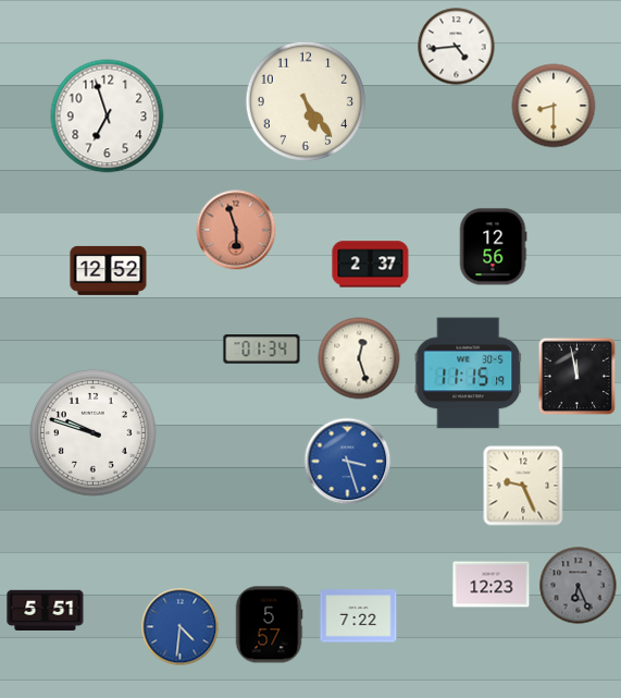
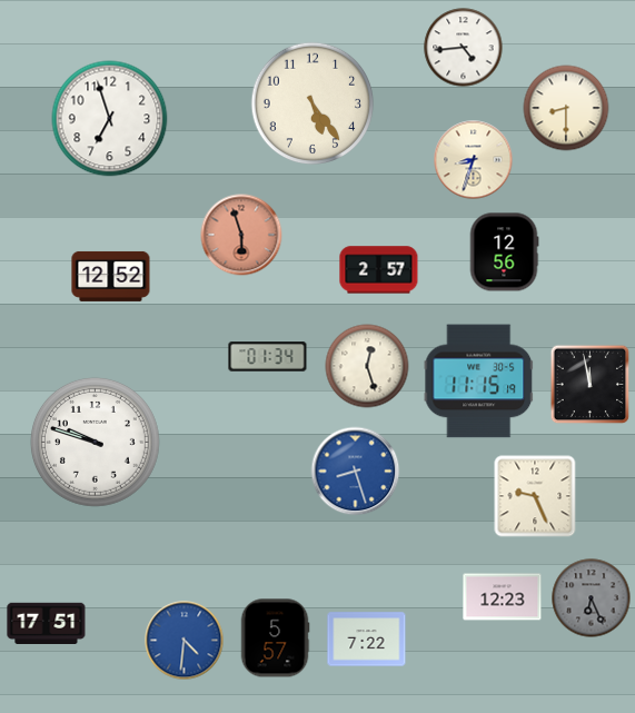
clock at (457, 47) position: (457, 47) -> (464, 48)
clock at (474, 160): none -> 8:33
clock at (371, 265): 2:37 -> 2:57
clock at (348, 462): 3:27 -> 8:27
clock at (46, 610): 5:51 -> 17:51
clock at (359, 616) position: (359, 616) -> (367, 640)
